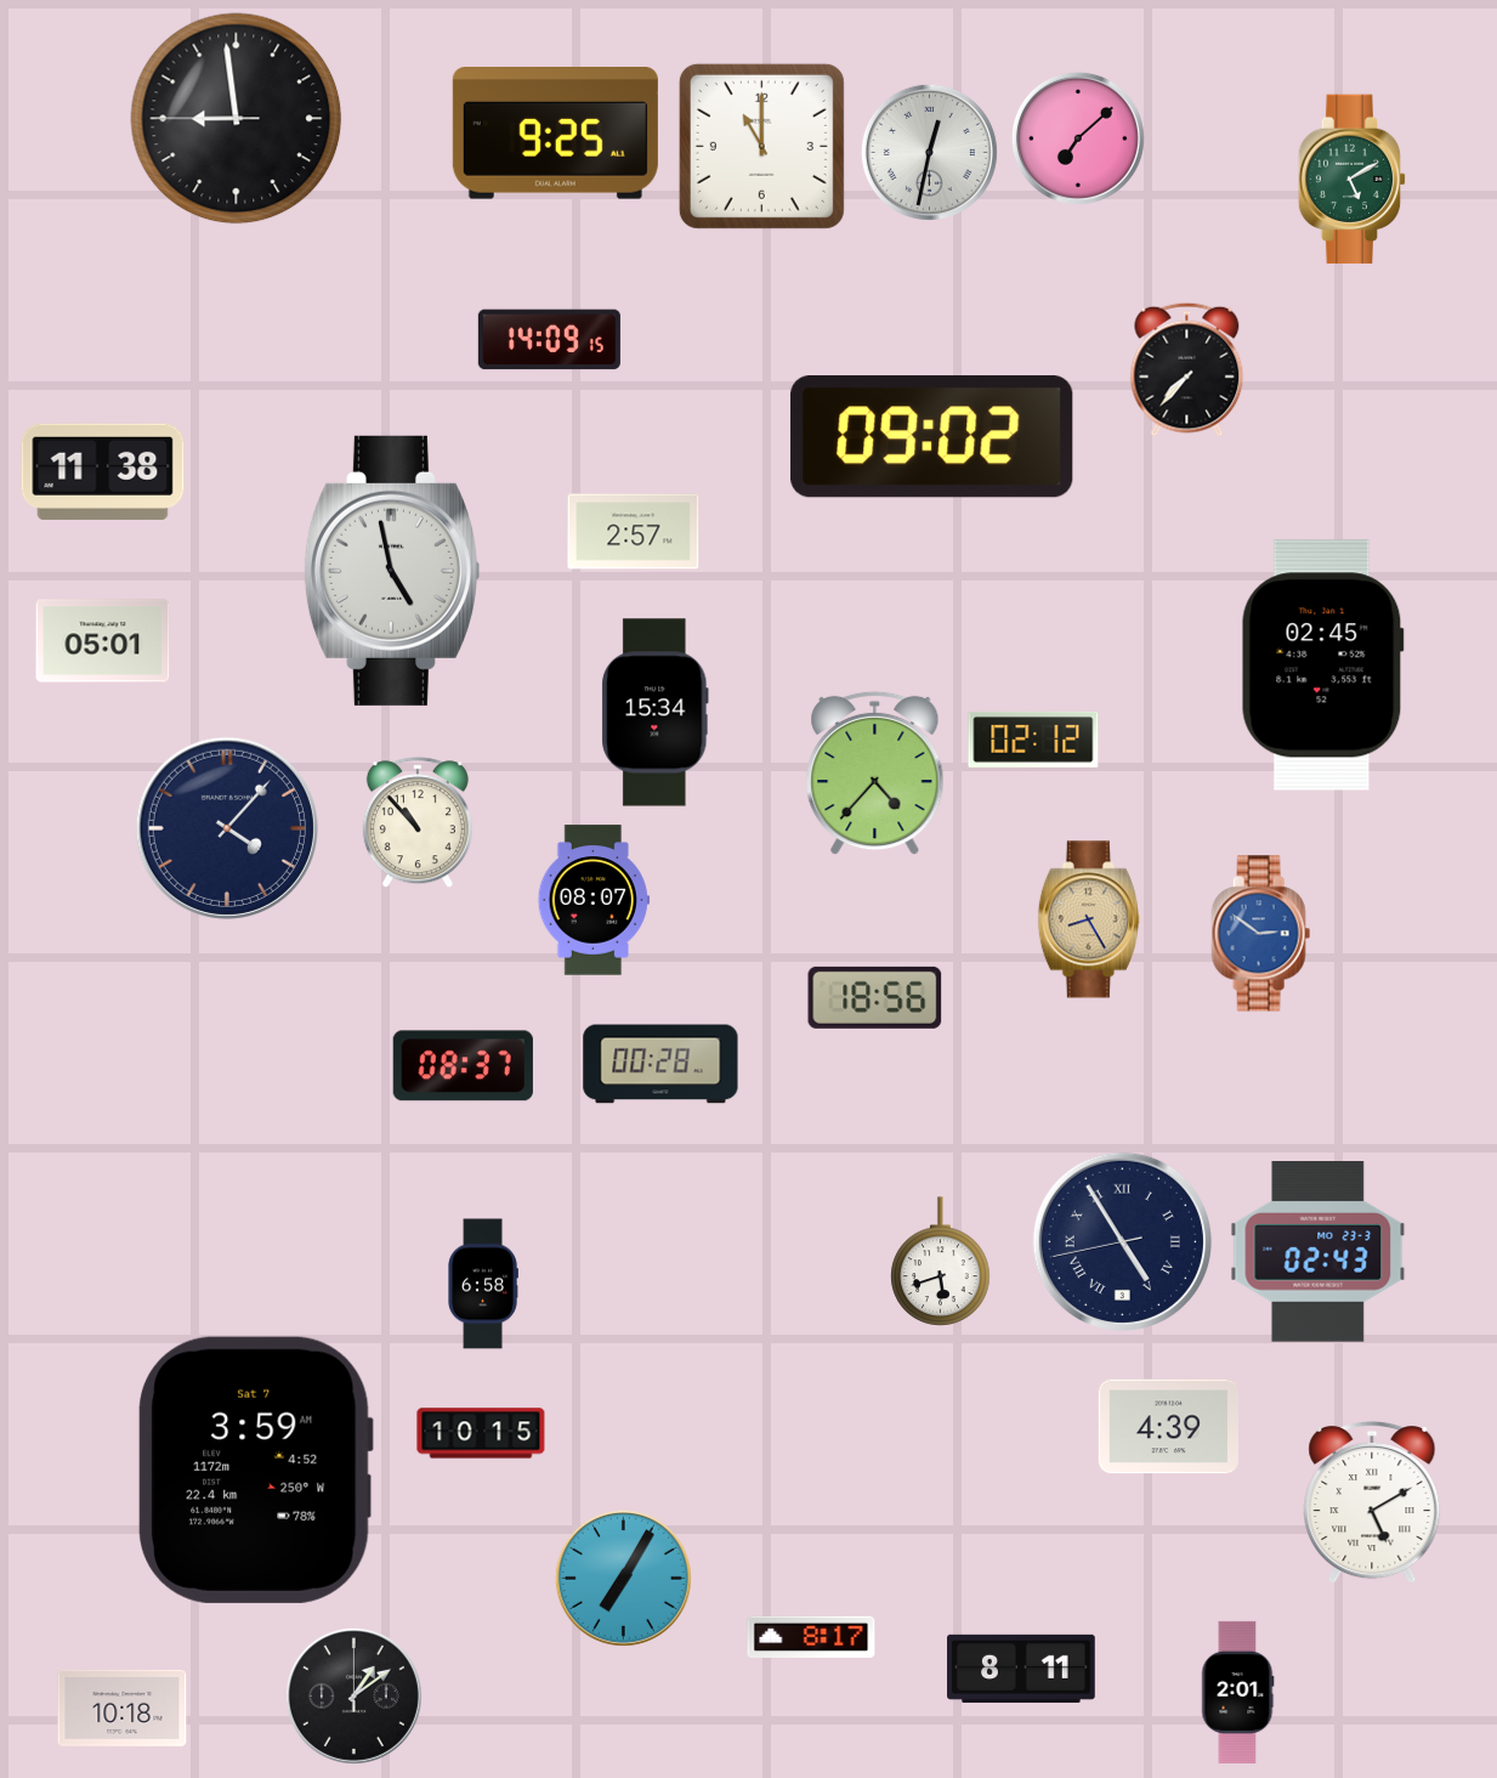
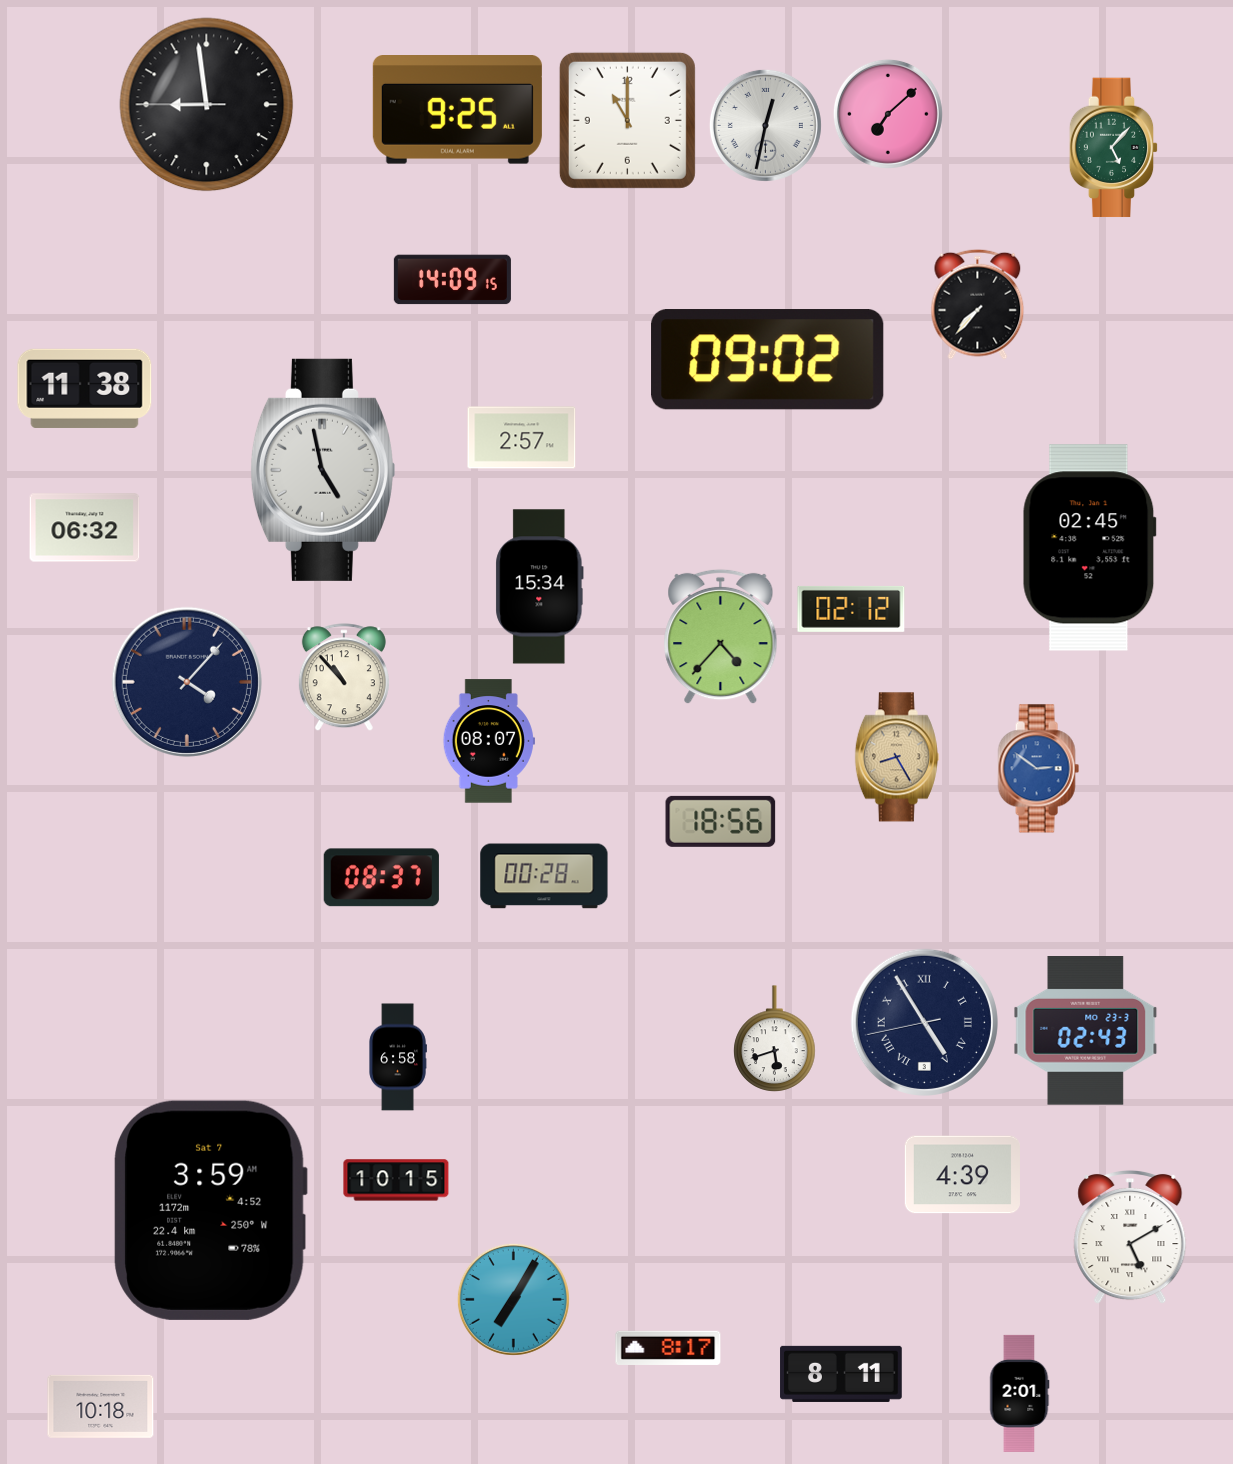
clock at (237, 119) position: (237, 119) -> (207, 105)
clock at (1353, 180): 5:10 -> 5:07
clock at (103, 641): 05:01 -> 06:32
clock at (353, 1695): 1:09 -> none
